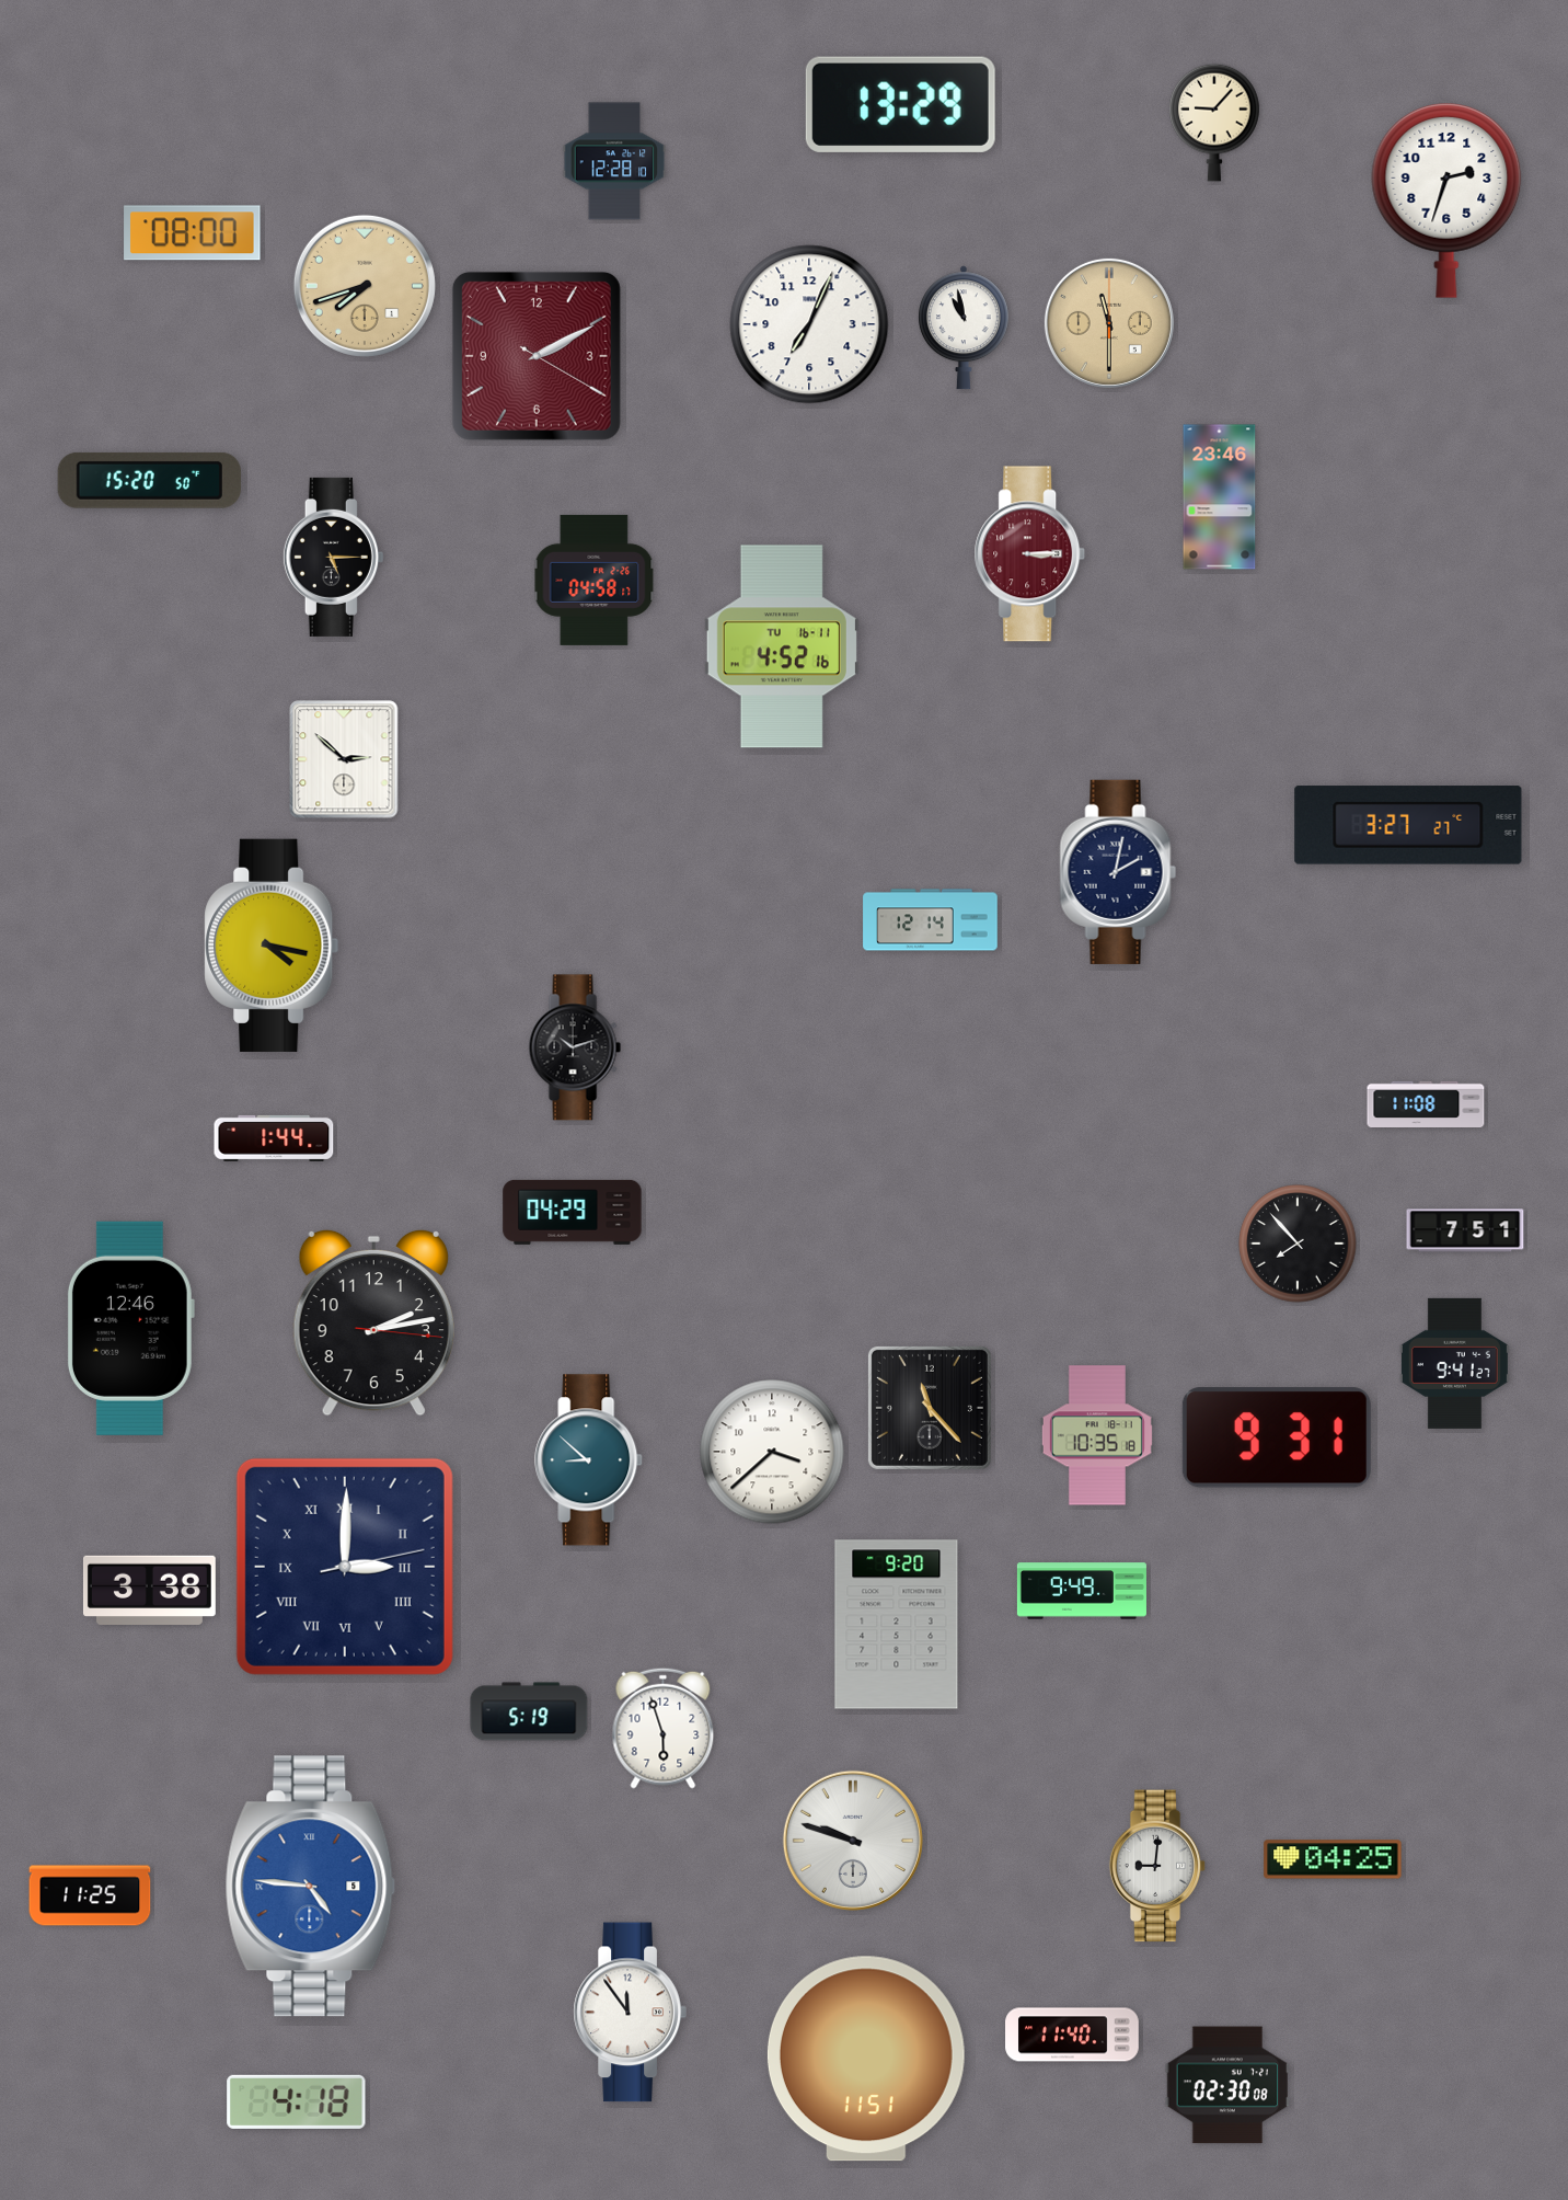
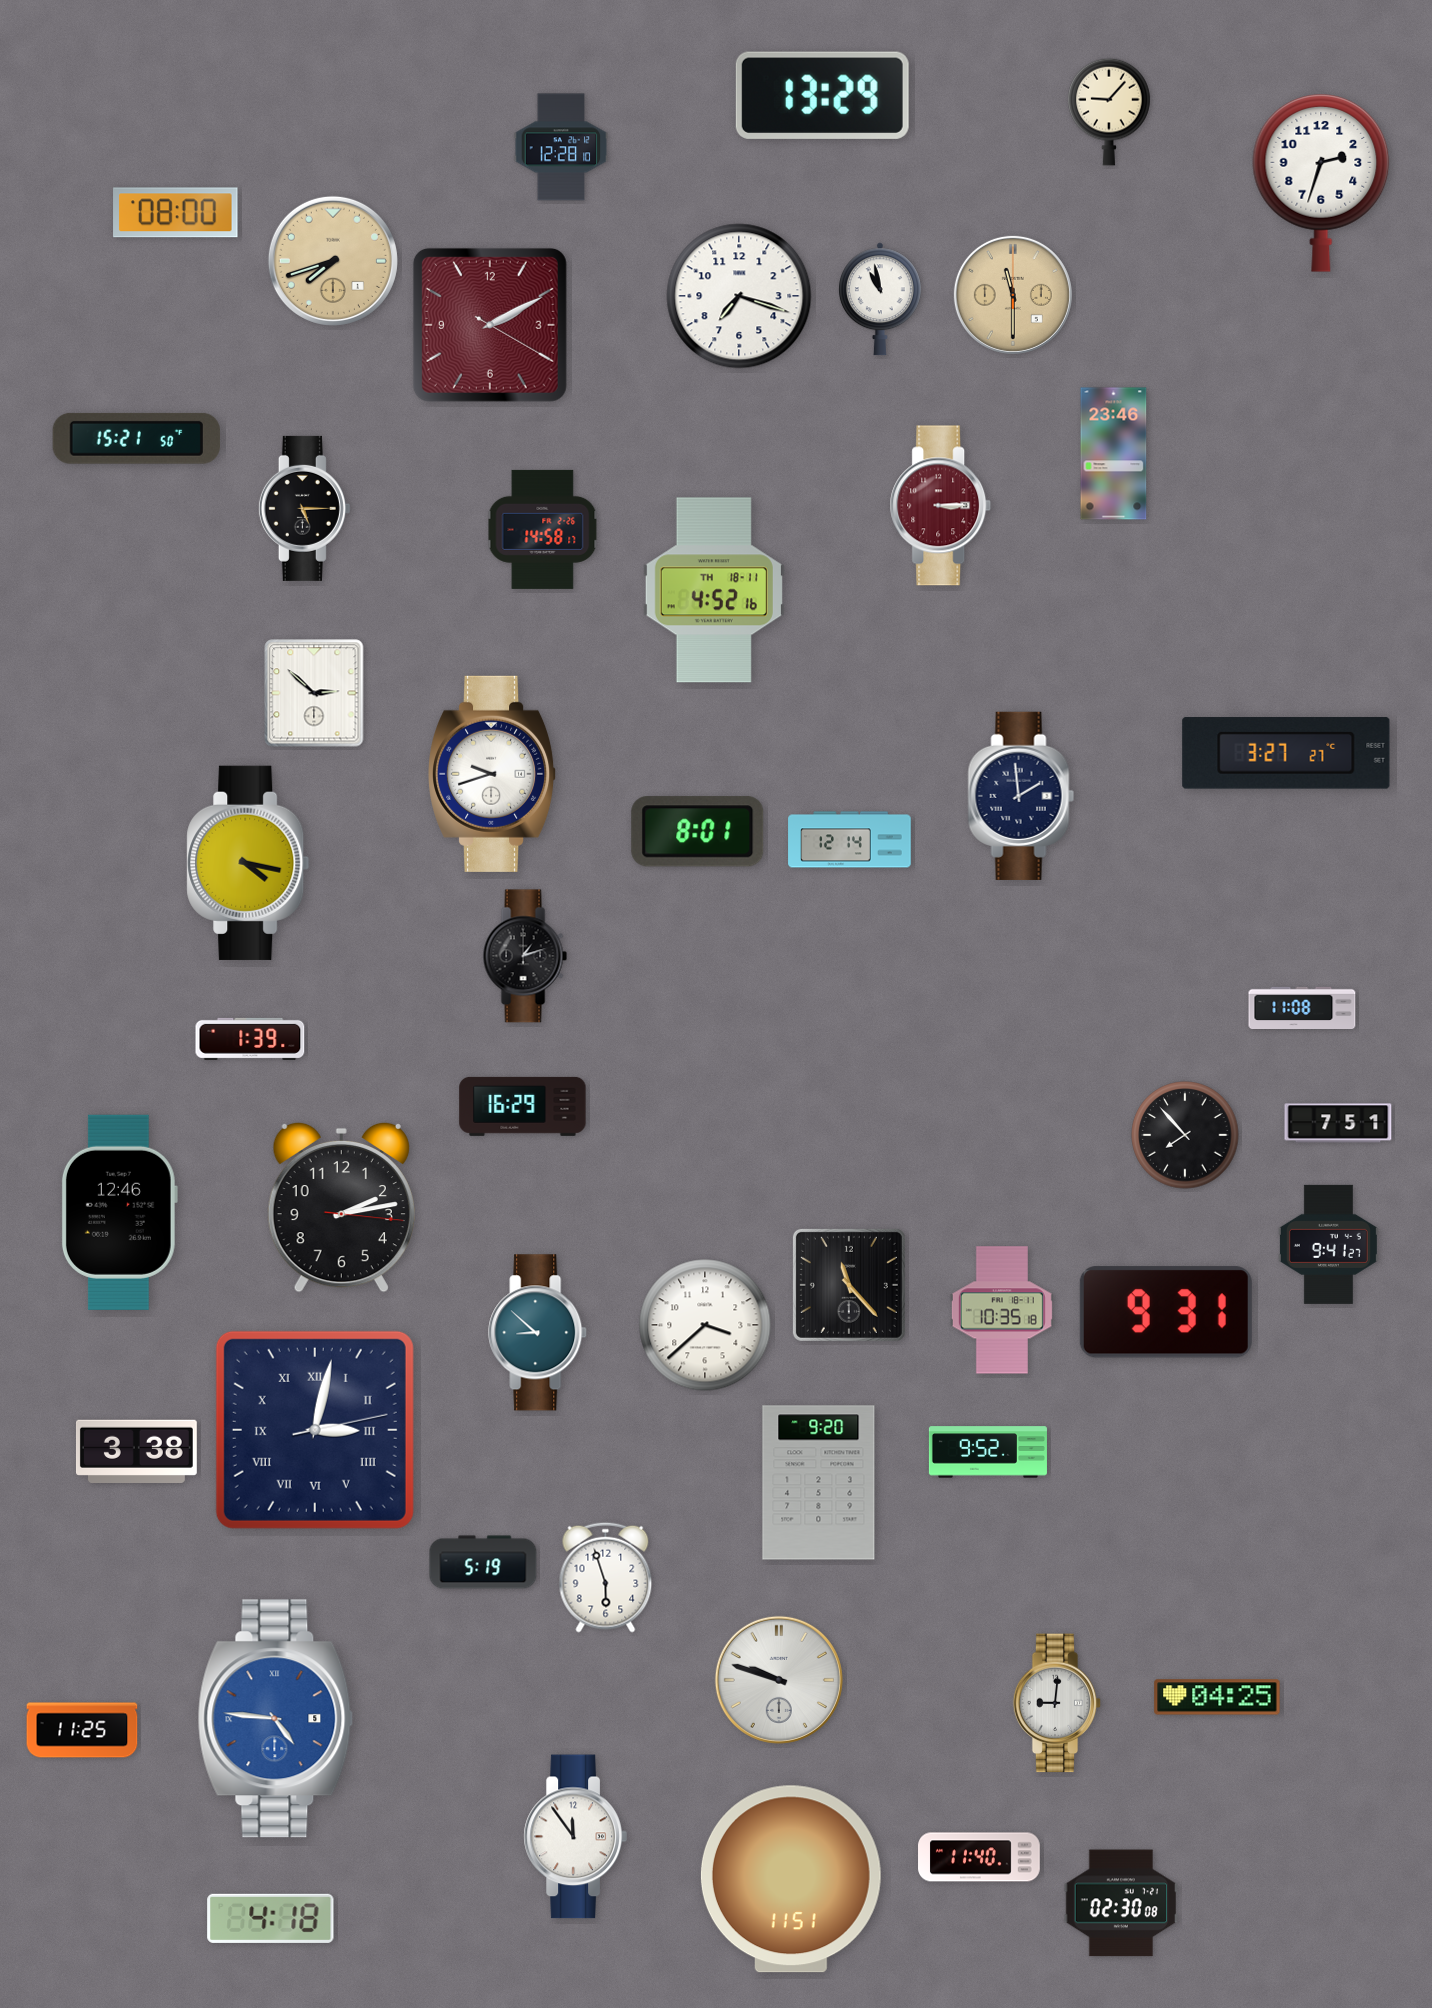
clock at (809, 324): 7:04 -> 7:18
clock at (149, 480): 15:20 -> 15:21
clock at (595, 580): 04:58 -> 14:58
clock at (782, 646) date: TU 16-11 -> TH 18-11
clock at (493, 774): none -> 9:42
clock at (1118, 872): 2:02 -> 1:59
clock at (698, 832): none -> 8:01
clock at (575, 1047): 10:12 -> 1:12
clock at (274, 1138): 1:44 -> 1:39
clock at (573, 1212): 04:29 -> 16:29
clock at (345, 1567): 3:00 -> 3:02
clock at (1082, 1591): 9:49 -> 9:52
clock at (311, 1887) position: (311, 1887) -> (276, 1719)
